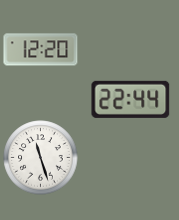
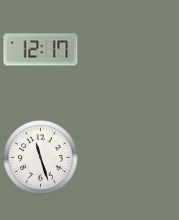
clock at (41, 50): 12:20 -> 12:17
clock at (131, 99): 22:44 -> none
